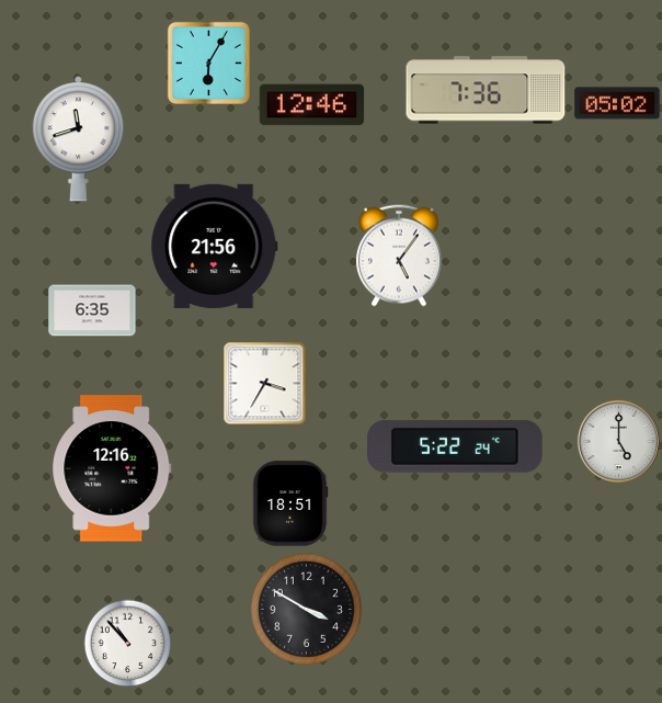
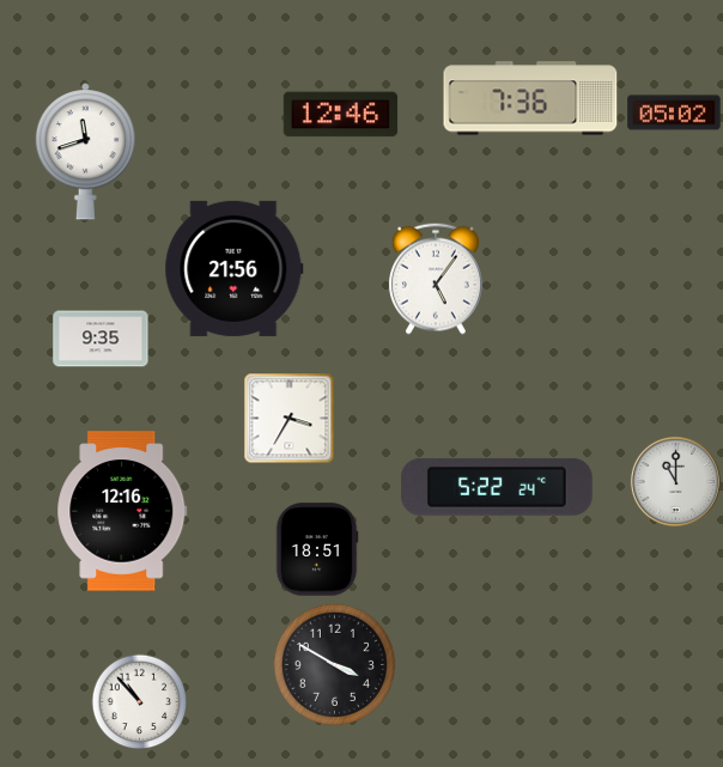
clock at (208, 63): 6:05 -> none
clock at (92, 310): 6:35 -> 9:35
clock at (618, 441): 5:00 -> 11:00
